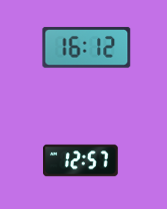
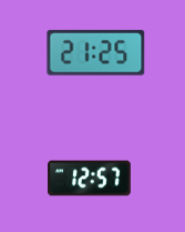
clock at (87, 47): 16:12 -> 21:25
